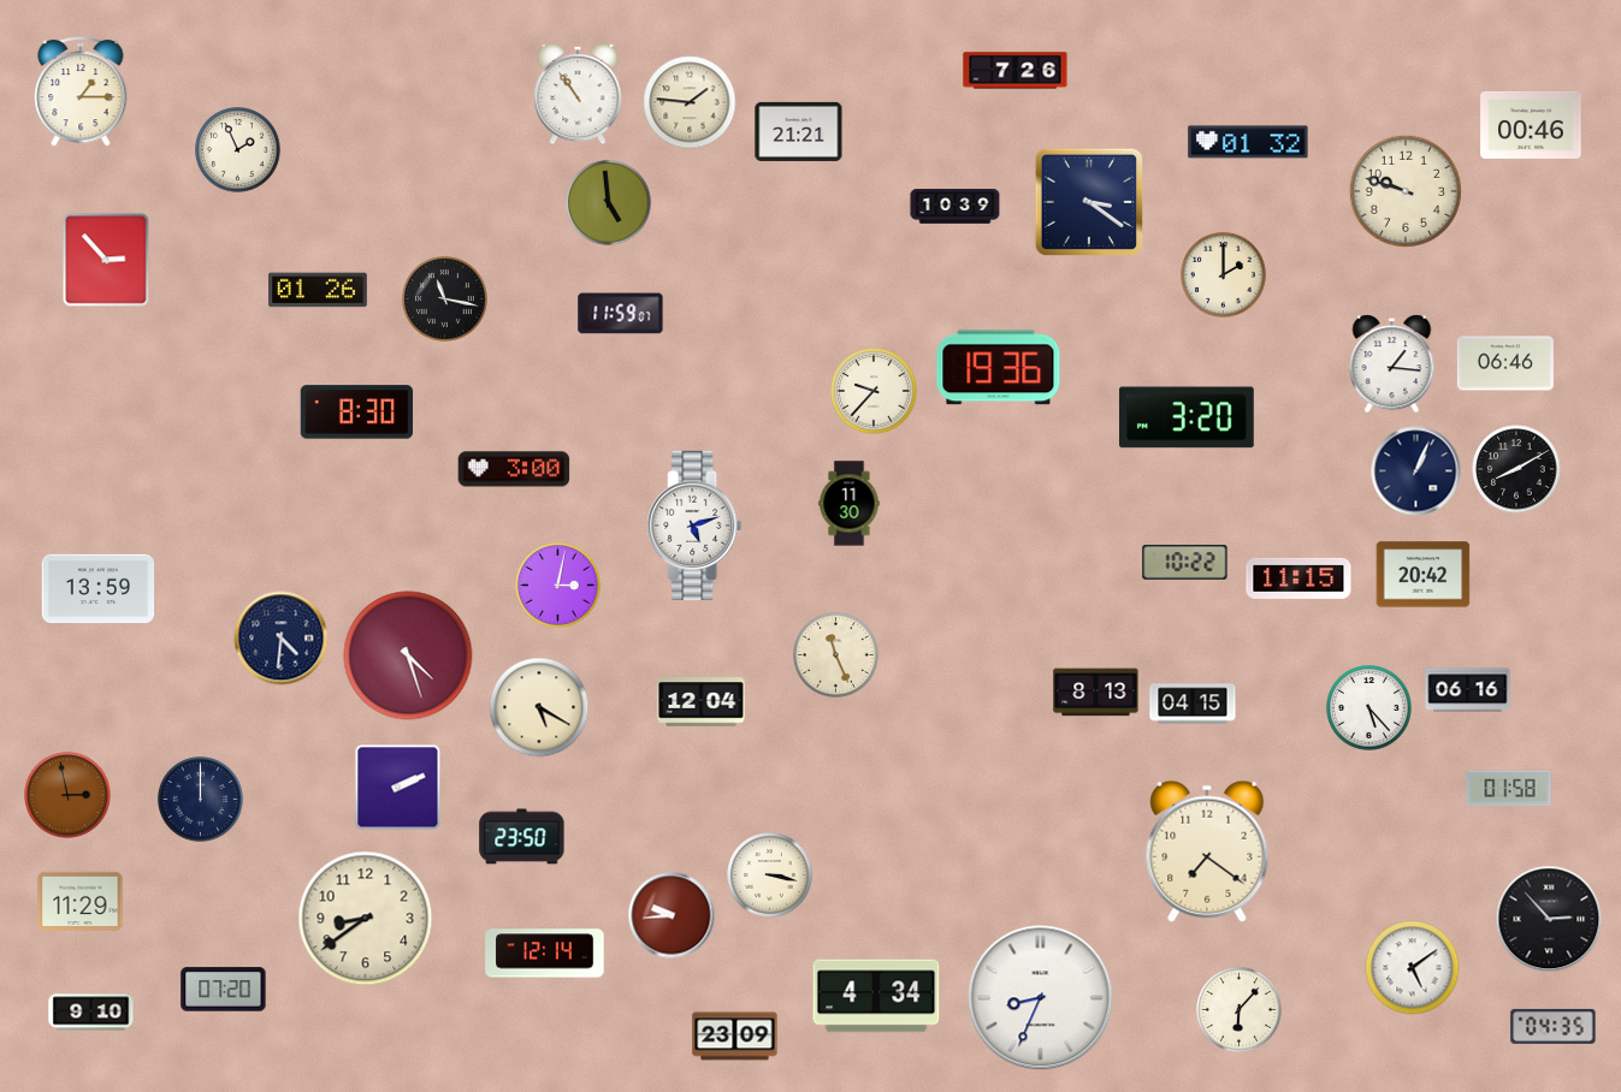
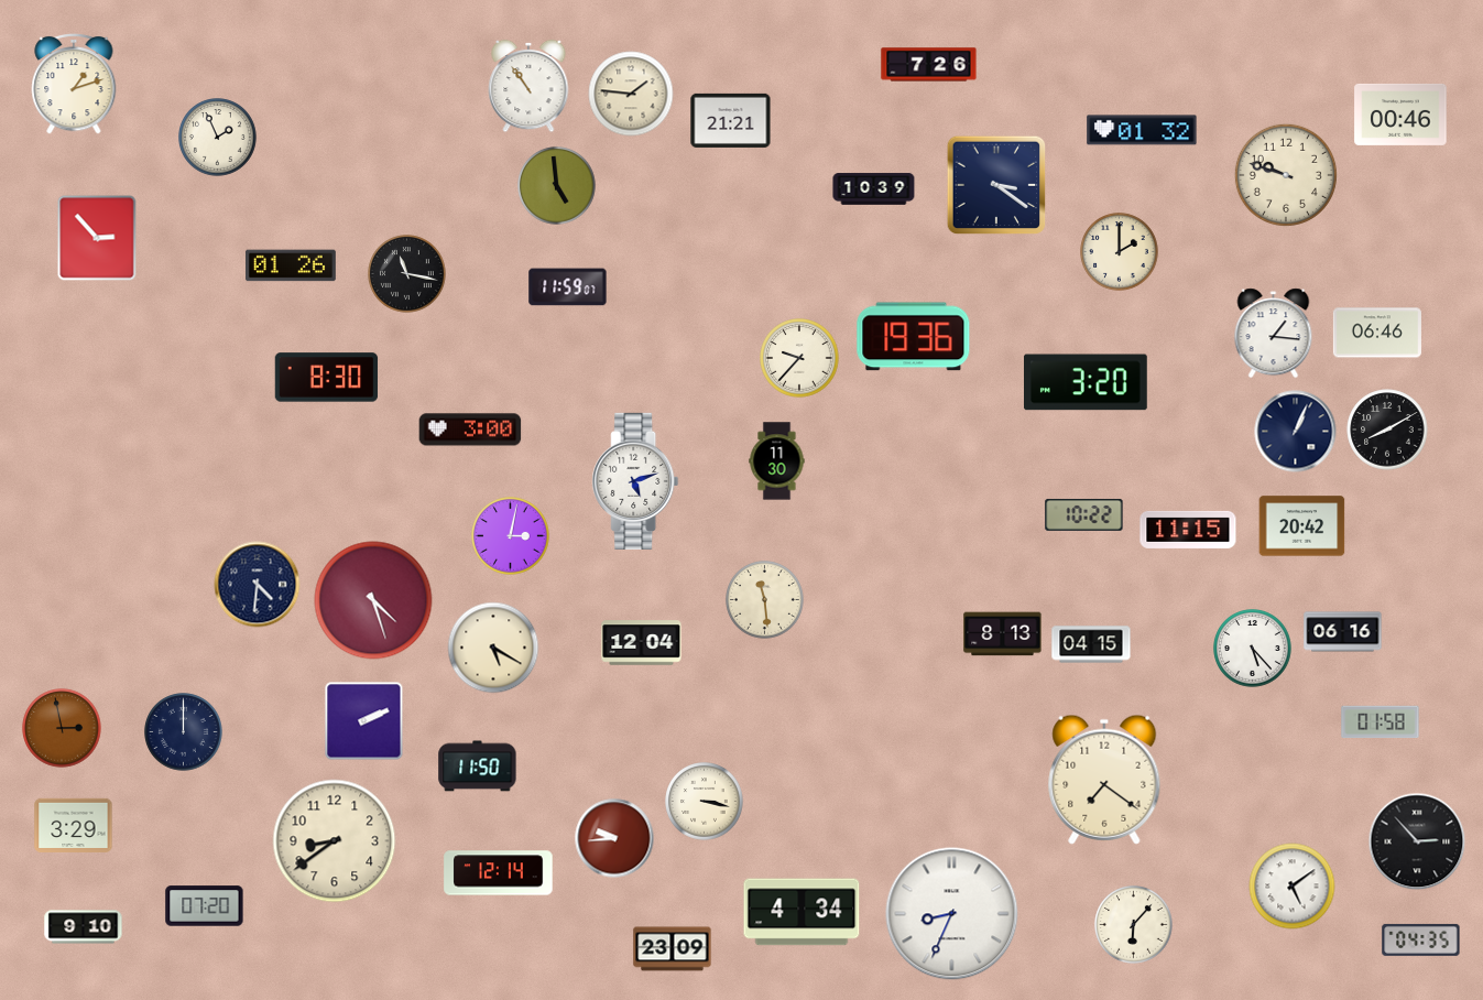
clock at (81, 91): 1:15 -> 1:12
clock at (99, 589): 13:59 -> none
clock at (836, 655): 11:26 -> 11:29
clock at (522, 837): 23:50 -> 11:50
clock at (81, 901): 11:29 -> 3:29
